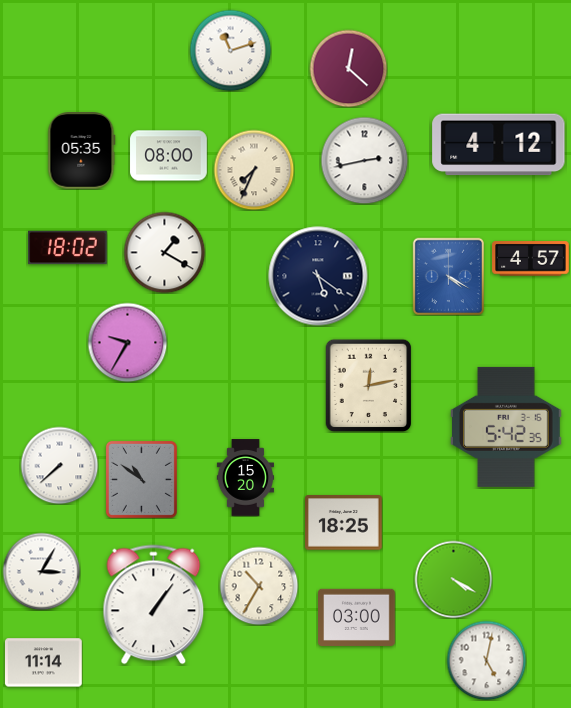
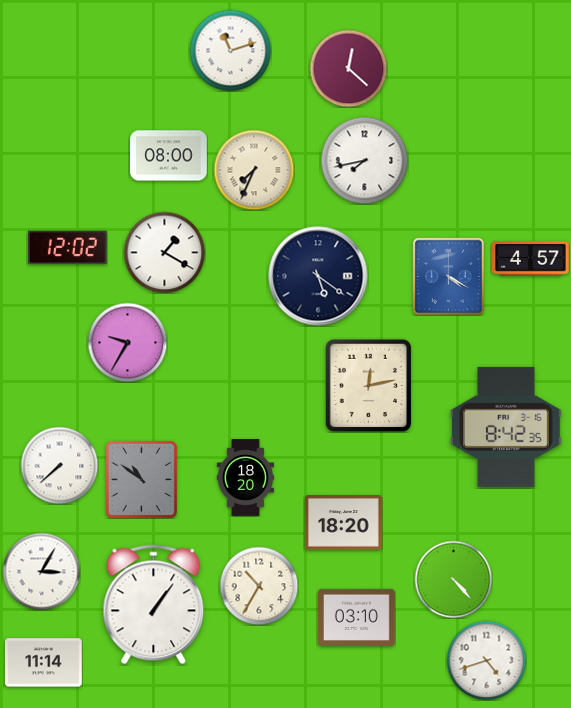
clock at (499, 145): 4:12 -> none
clock at (82, 151): 05:35 -> none
clock at (364, 160): 2:43 -> 7:43
clock at (68, 248): 18:02 -> 12:02
clock at (506, 427): 5:42 -> 8:42
clock at (245, 478): 15:20 -> 18:20
clock at (344, 523): 18:25 -> 18:20
clock at (453, 579): 4:20 -> 4:23
clock at (357, 617): 03:00 -> 03:10
clock at (486, 660): 5:02 -> 4:42
